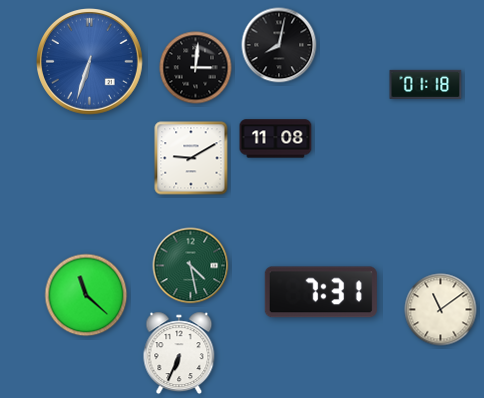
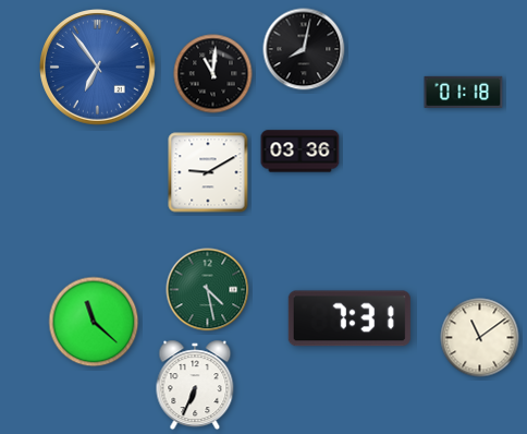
clock at (90, 62): 6:33 -> 6:54
clock at (196, 68): 3:01 -> 11:01
clock at (276, 139): 11:08 -> 03:36
